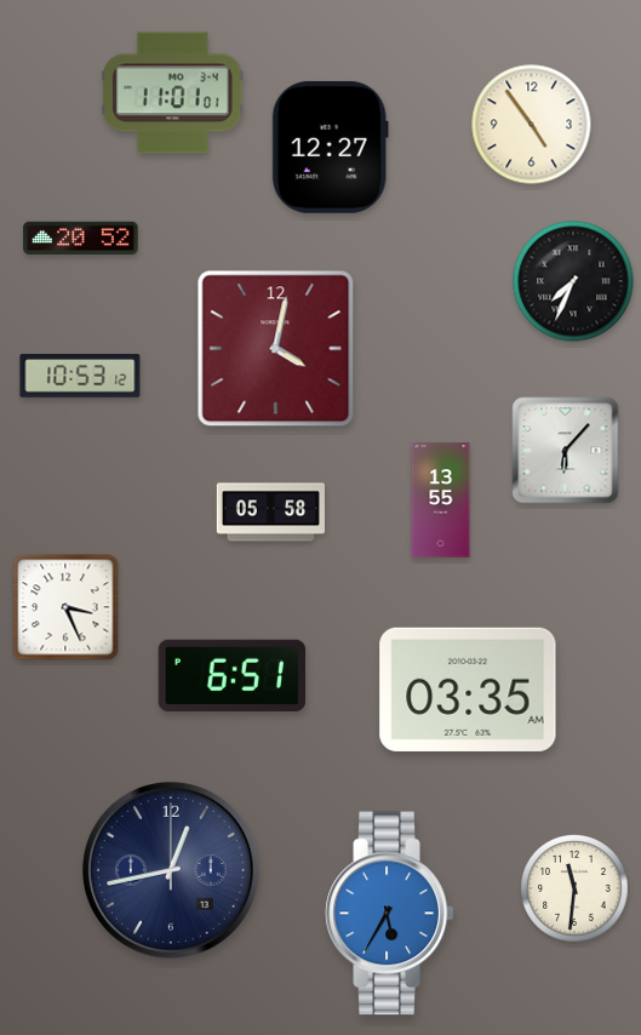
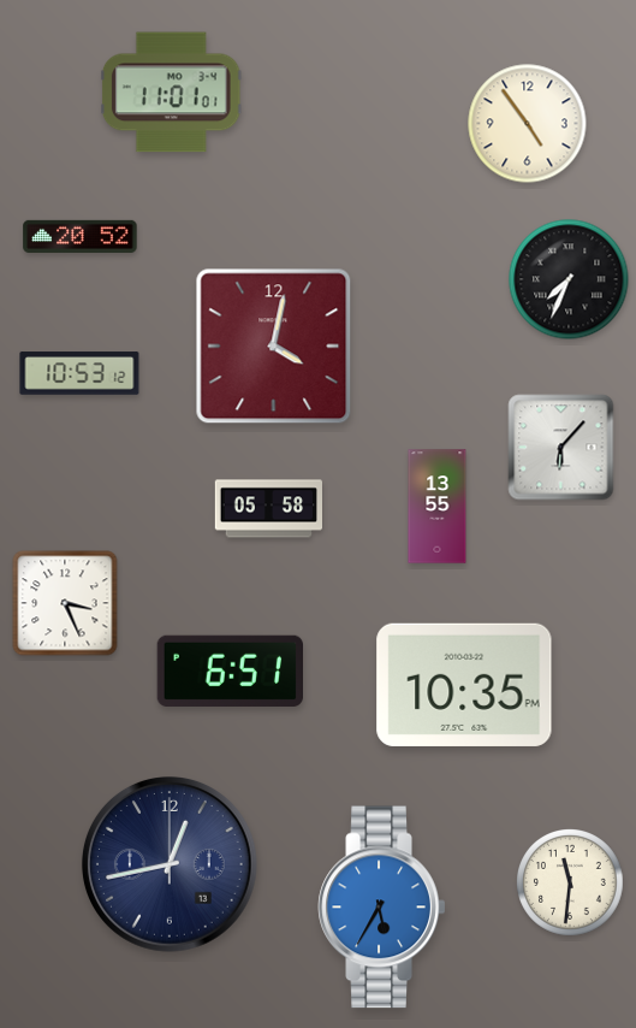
clock at (330, 147): 12:27 -> none
clock at (441, 501) position: (441, 501) -> (438, 507)
clock at (468, 690): 03:35 -> 10:35
clock at (390, 914) position: (390, 914) -> (382, 908)
